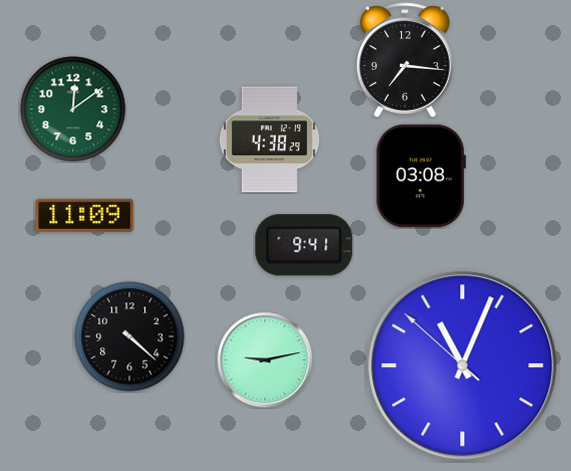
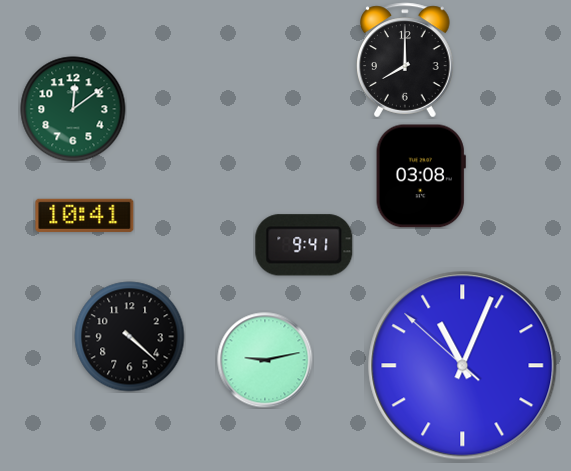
clock at (405, 60): 7:16 -> 8:00
clock at (269, 140): 4:38 -> none
clock at (85, 215): 11:09 -> 10:41
